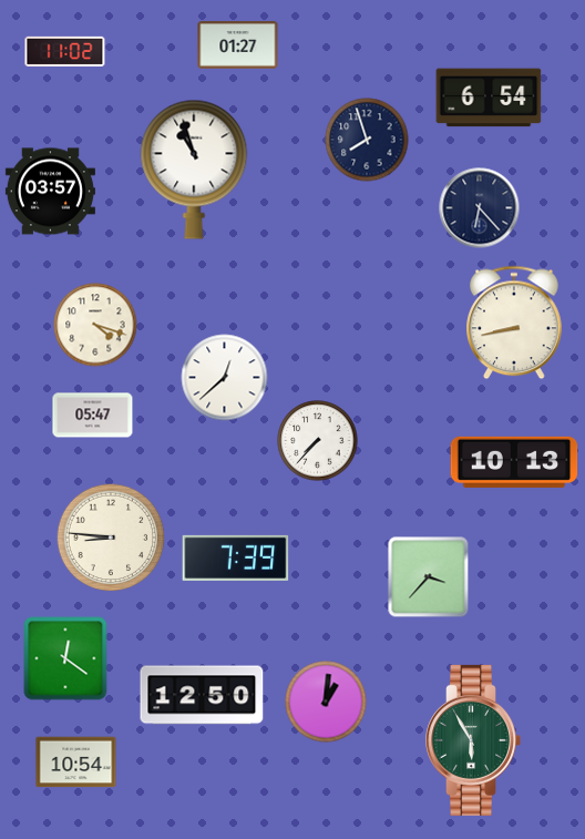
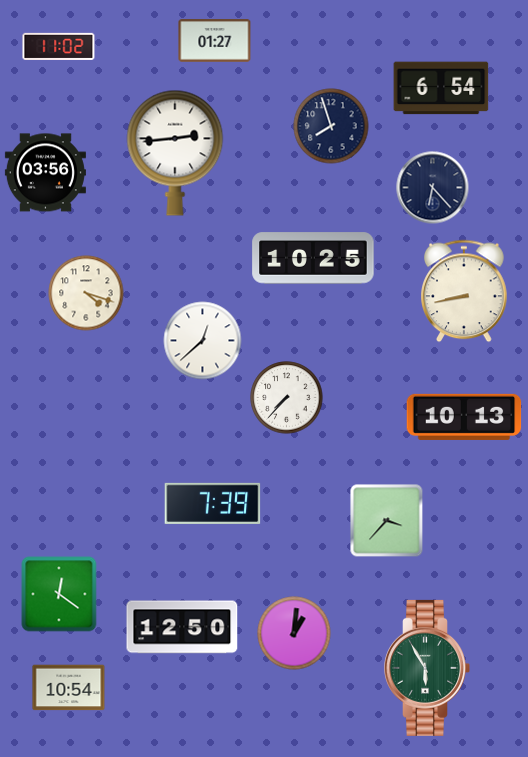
clock at (194, 170): 10:57 -> 2:44
clock at (50, 192): 03:57 -> 03:56
clock at (313, 258): none -> 10:25
clock at (93, 416): 05:47 -> none
clock at (111, 538): 8:46 -> none
